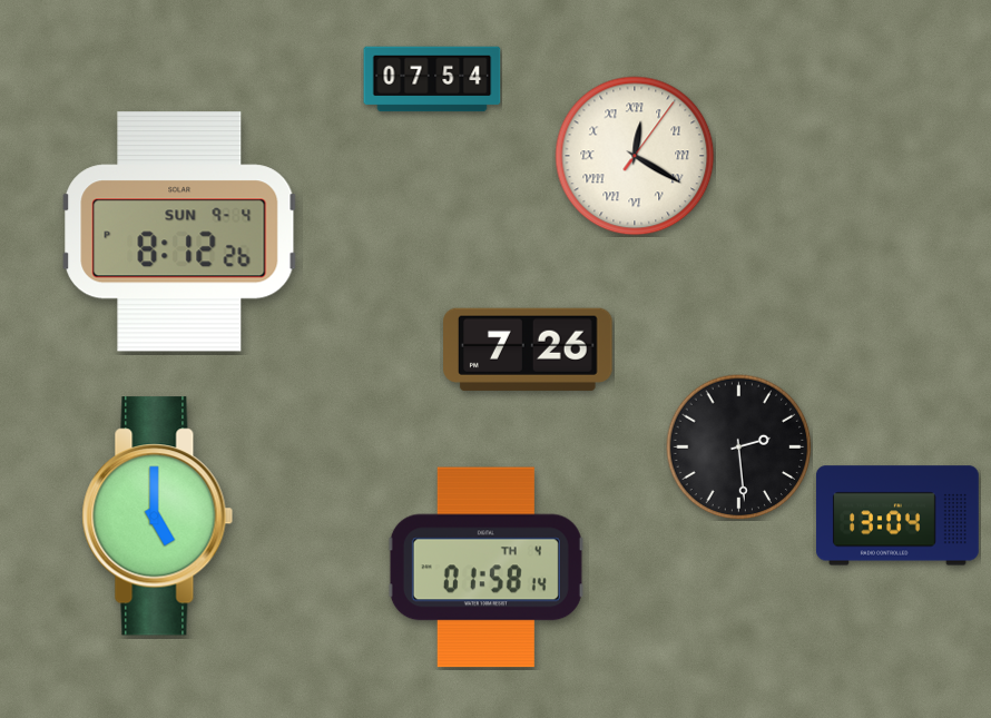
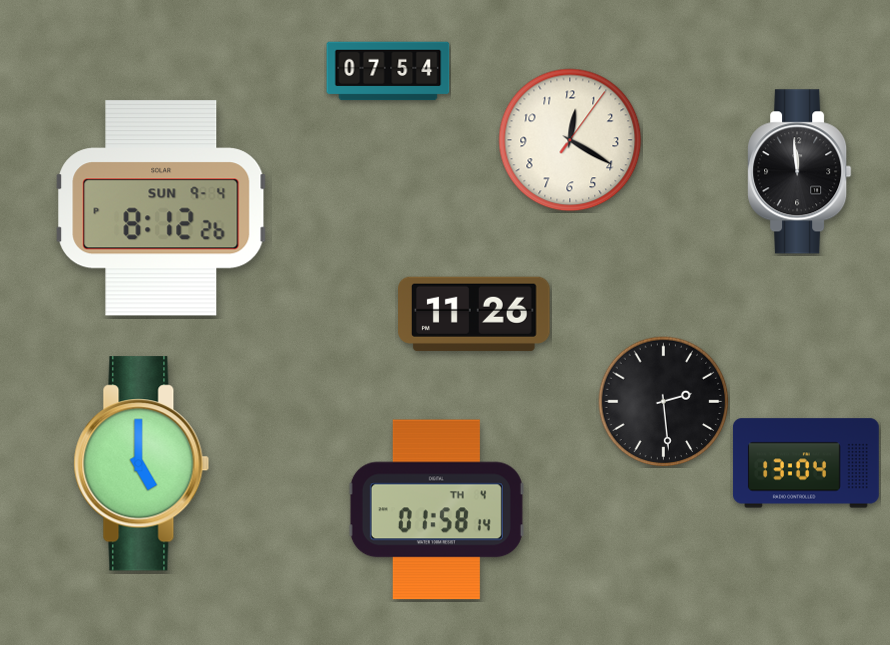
clock at (635, 156) numerals: Roman -> Arabic
clock at (800, 172): none -> 11:59
clock at (529, 350): 7:26 -> 11:26
